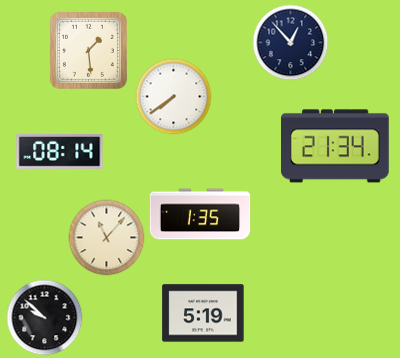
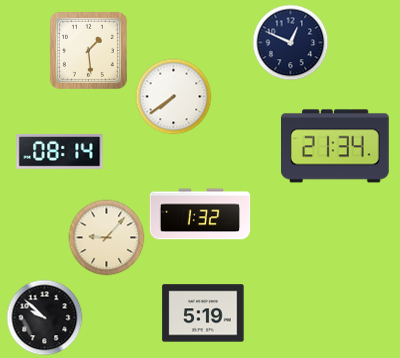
clock at (291, 43): 12:53 -> 12:49
clock at (200, 214): 1:35 -> 1:32
clock at (107, 238): 11:07 -> 9:07
